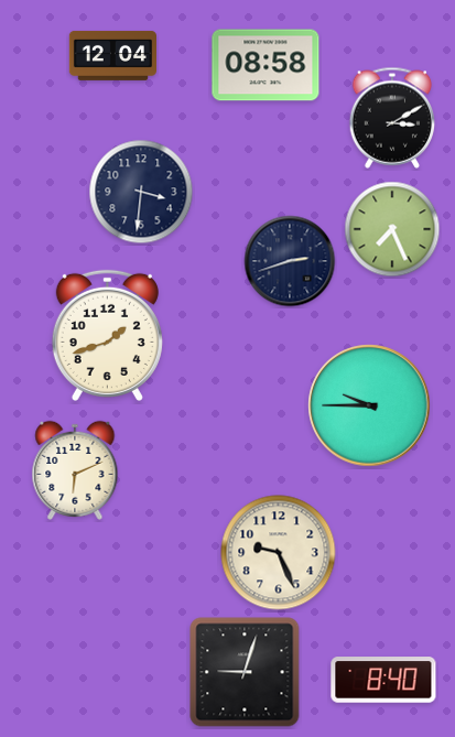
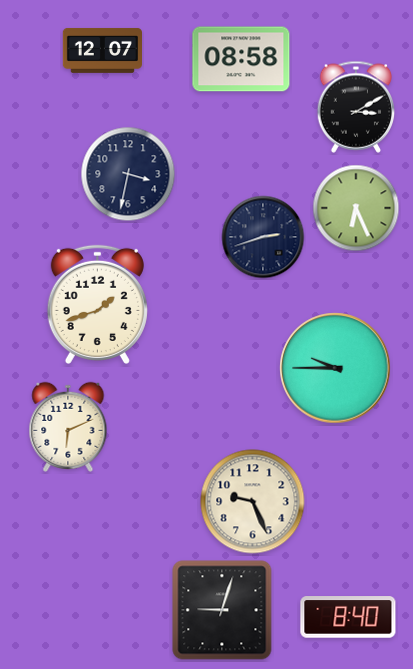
clock at (112, 55): 12:04 -> 12:07
clock at (141, 192): 3:31 -> 3:32
clock at (392, 229): 7:26 -> 6:26
